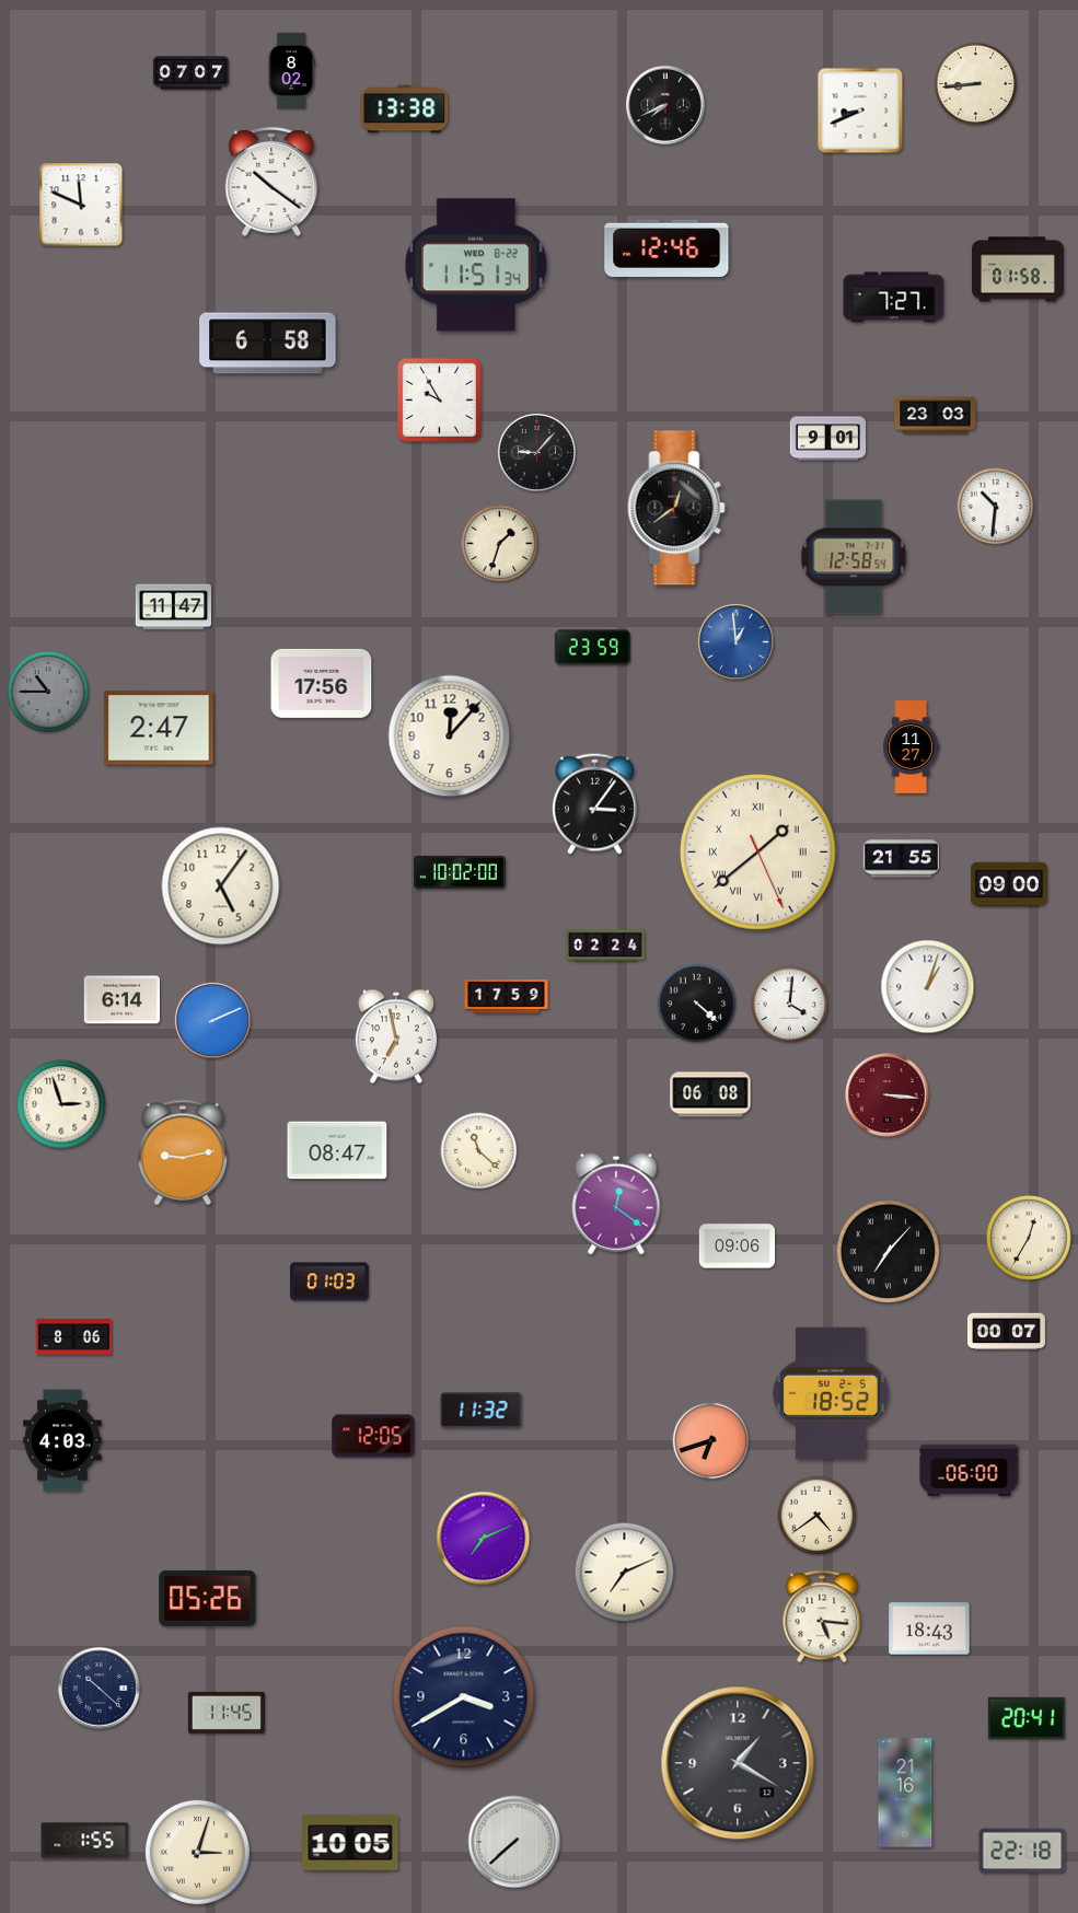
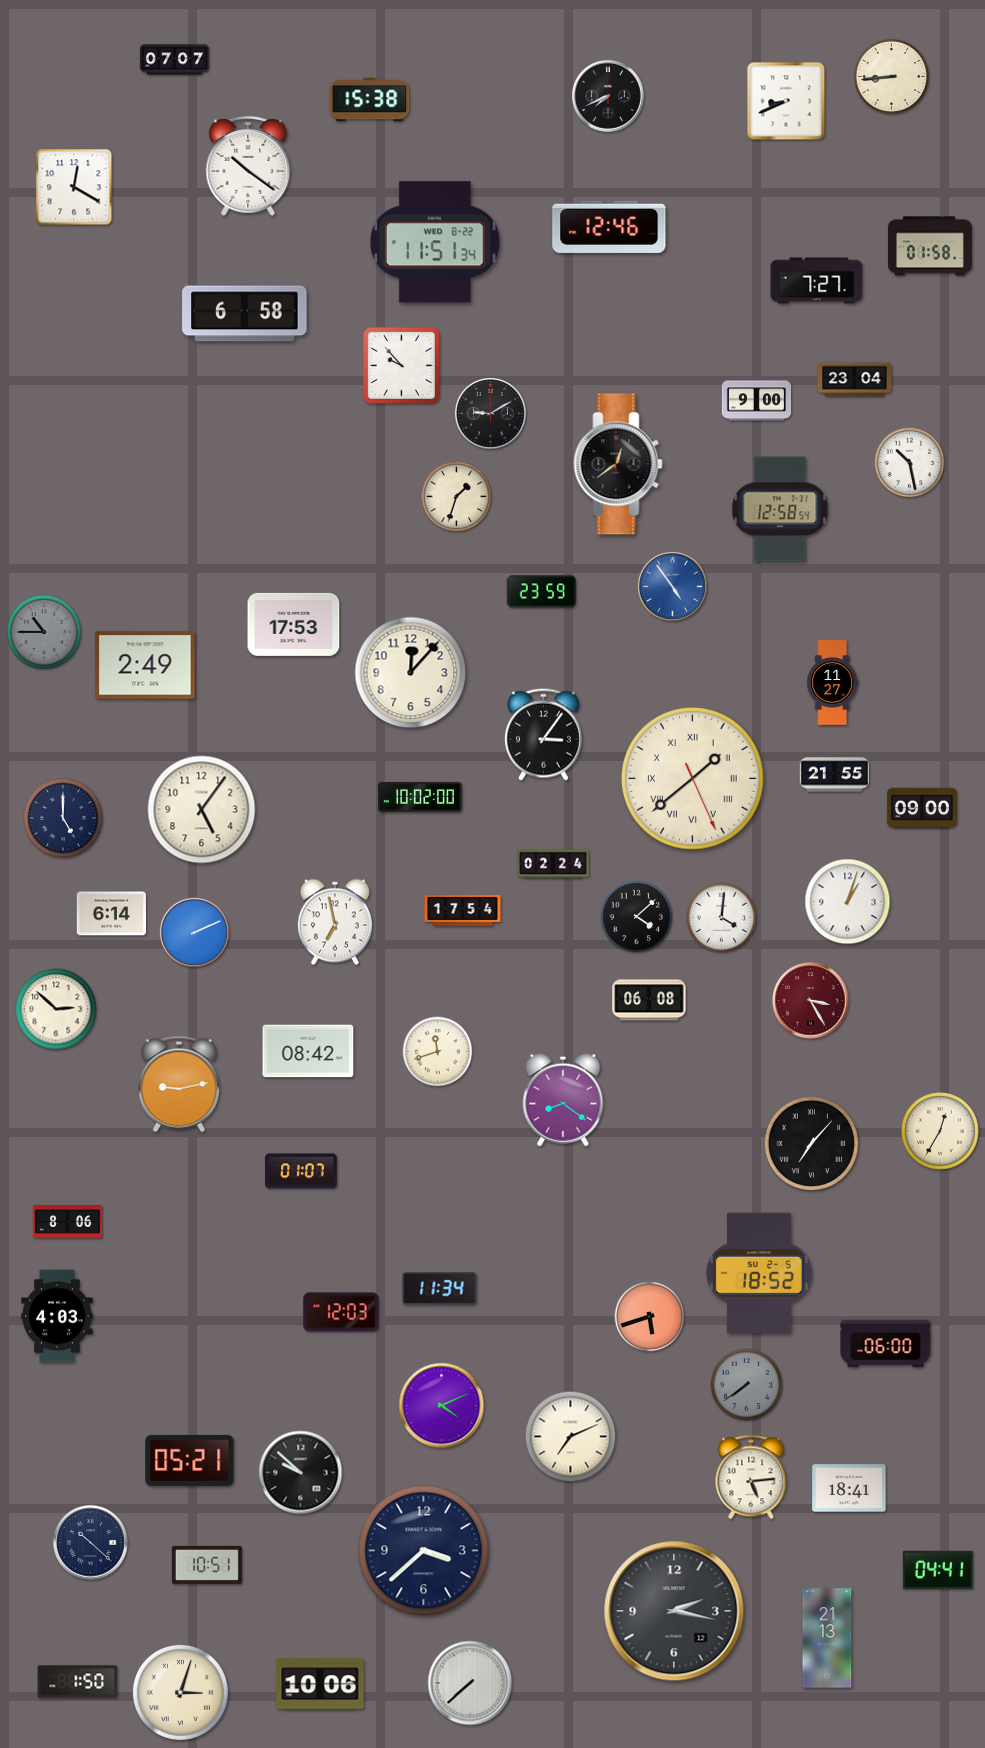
clock at (291, 71): 8:02 -> none
clock at (192, 73) position: (192, 73) -> (175, 60)
clock at (405, 109): 13:38 -> 15:38
clock at (81, 205): 11:49 -> 12:20
clock at (894, 298) position: (894, 298) -> (817, 281)
clock at (439, 399): 9:55 -> 9:53
clock at (936, 416): 23:03 -> 23:04
clock at (828, 439): 9:01 -> 9:00
clock at (536, 452): 9:07 -> 9:10
clock at (996, 507): 10:31 -> 10:28
clock at (173, 607): 11:47 -> none
clock at (735, 641): 12:59 -> 4:54
clock at (322, 683): 17:56 -> 17:53
clock at (159, 728): 2:47 -> 2:49
clock at (901, 859) position: (901, 859) -> (834, 775)
clock at (63, 818): none -> 5:00
clock at (507, 997): 17:59 -> 17:54
clock at (697, 1004): 4:22 -> 4:08
clock at (396, 1036) position: (396, 1036) -> (335, 922)
clock at (888, 1095): 3:16 -> 3:25
clock at (61, 1104): 2:57 -> 2:52
clock at (337, 1150): 08:47 -> 08:42
clock at (479, 1151): 11:22 -> 11:42
clock at (183, 1152) position: (183, 1152) -> (179, 1084)
clock at (616, 1204): 12:21 -> 8:21
clock at (738, 1247): 09:06 -> none
clock at (331, 1282): 01:03 -> 01:07
clock at (1006, 1332): 00:07 -> none
clock at (482, 1411): 11:32 -> 11:34
clock at (373, 1436): 12:05 -> 12:03
clock at (711, 1441): 6:42 -> 5:42
clock at (818, 1516): 4:39 -> 7:39
clock at (818, 1516) dial: cream -> grey
clock at (484, 1539): 7:11 -> 4:11
clock at (208, 1598): 05:26 -> 05:21
clock at (301, 1473): none -> 9:52
clock at (822, 1616): 5:16 -> 5:14
clock at (929, 1628): 18:43 -> 18:41
clock at (464, 1697): 3:40 -> 3:38
clock at (227, 1713): 11:45 -> 10:51
clock at (1027, 1718): 20:41 -> 04:41
clock at (738, 1763): 1:20 -> 2:17
clock at (905, 1793): 21:16 -> 21:13
clock at (85, 1841): 1:55 -> 1:50
clock at (350, 1843): 10:05 -> 10:06
clock at (1022, 1851): 22:18 -> none
